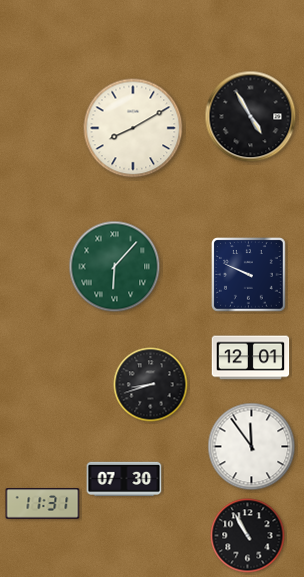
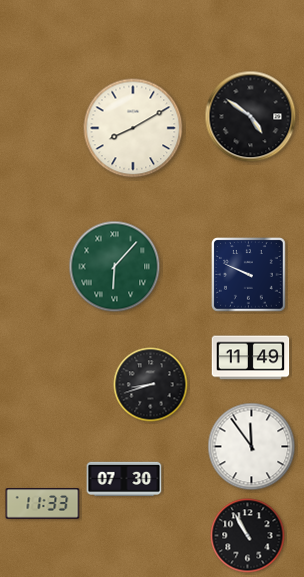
clock at (251, 117): 4:55 -> 4:51
clock at (251, 358): 12:01 -> 11:49
clock at (43, 504): 11:31 -> 11:33
